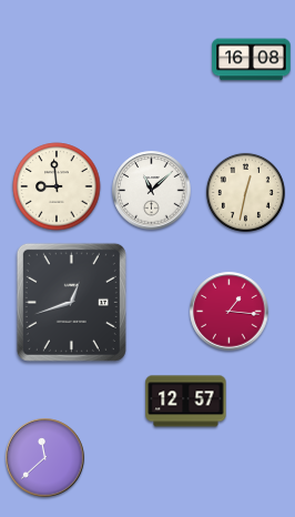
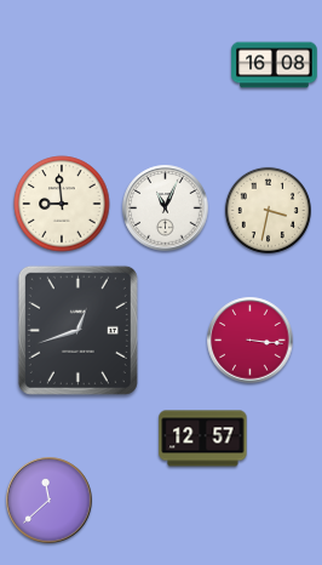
clock at (152, 191): 11:08 -> 11:04
clock at (245, 192): 12:32 -> 3:32
clock at (230, 312): 1:16 -> 3:16
